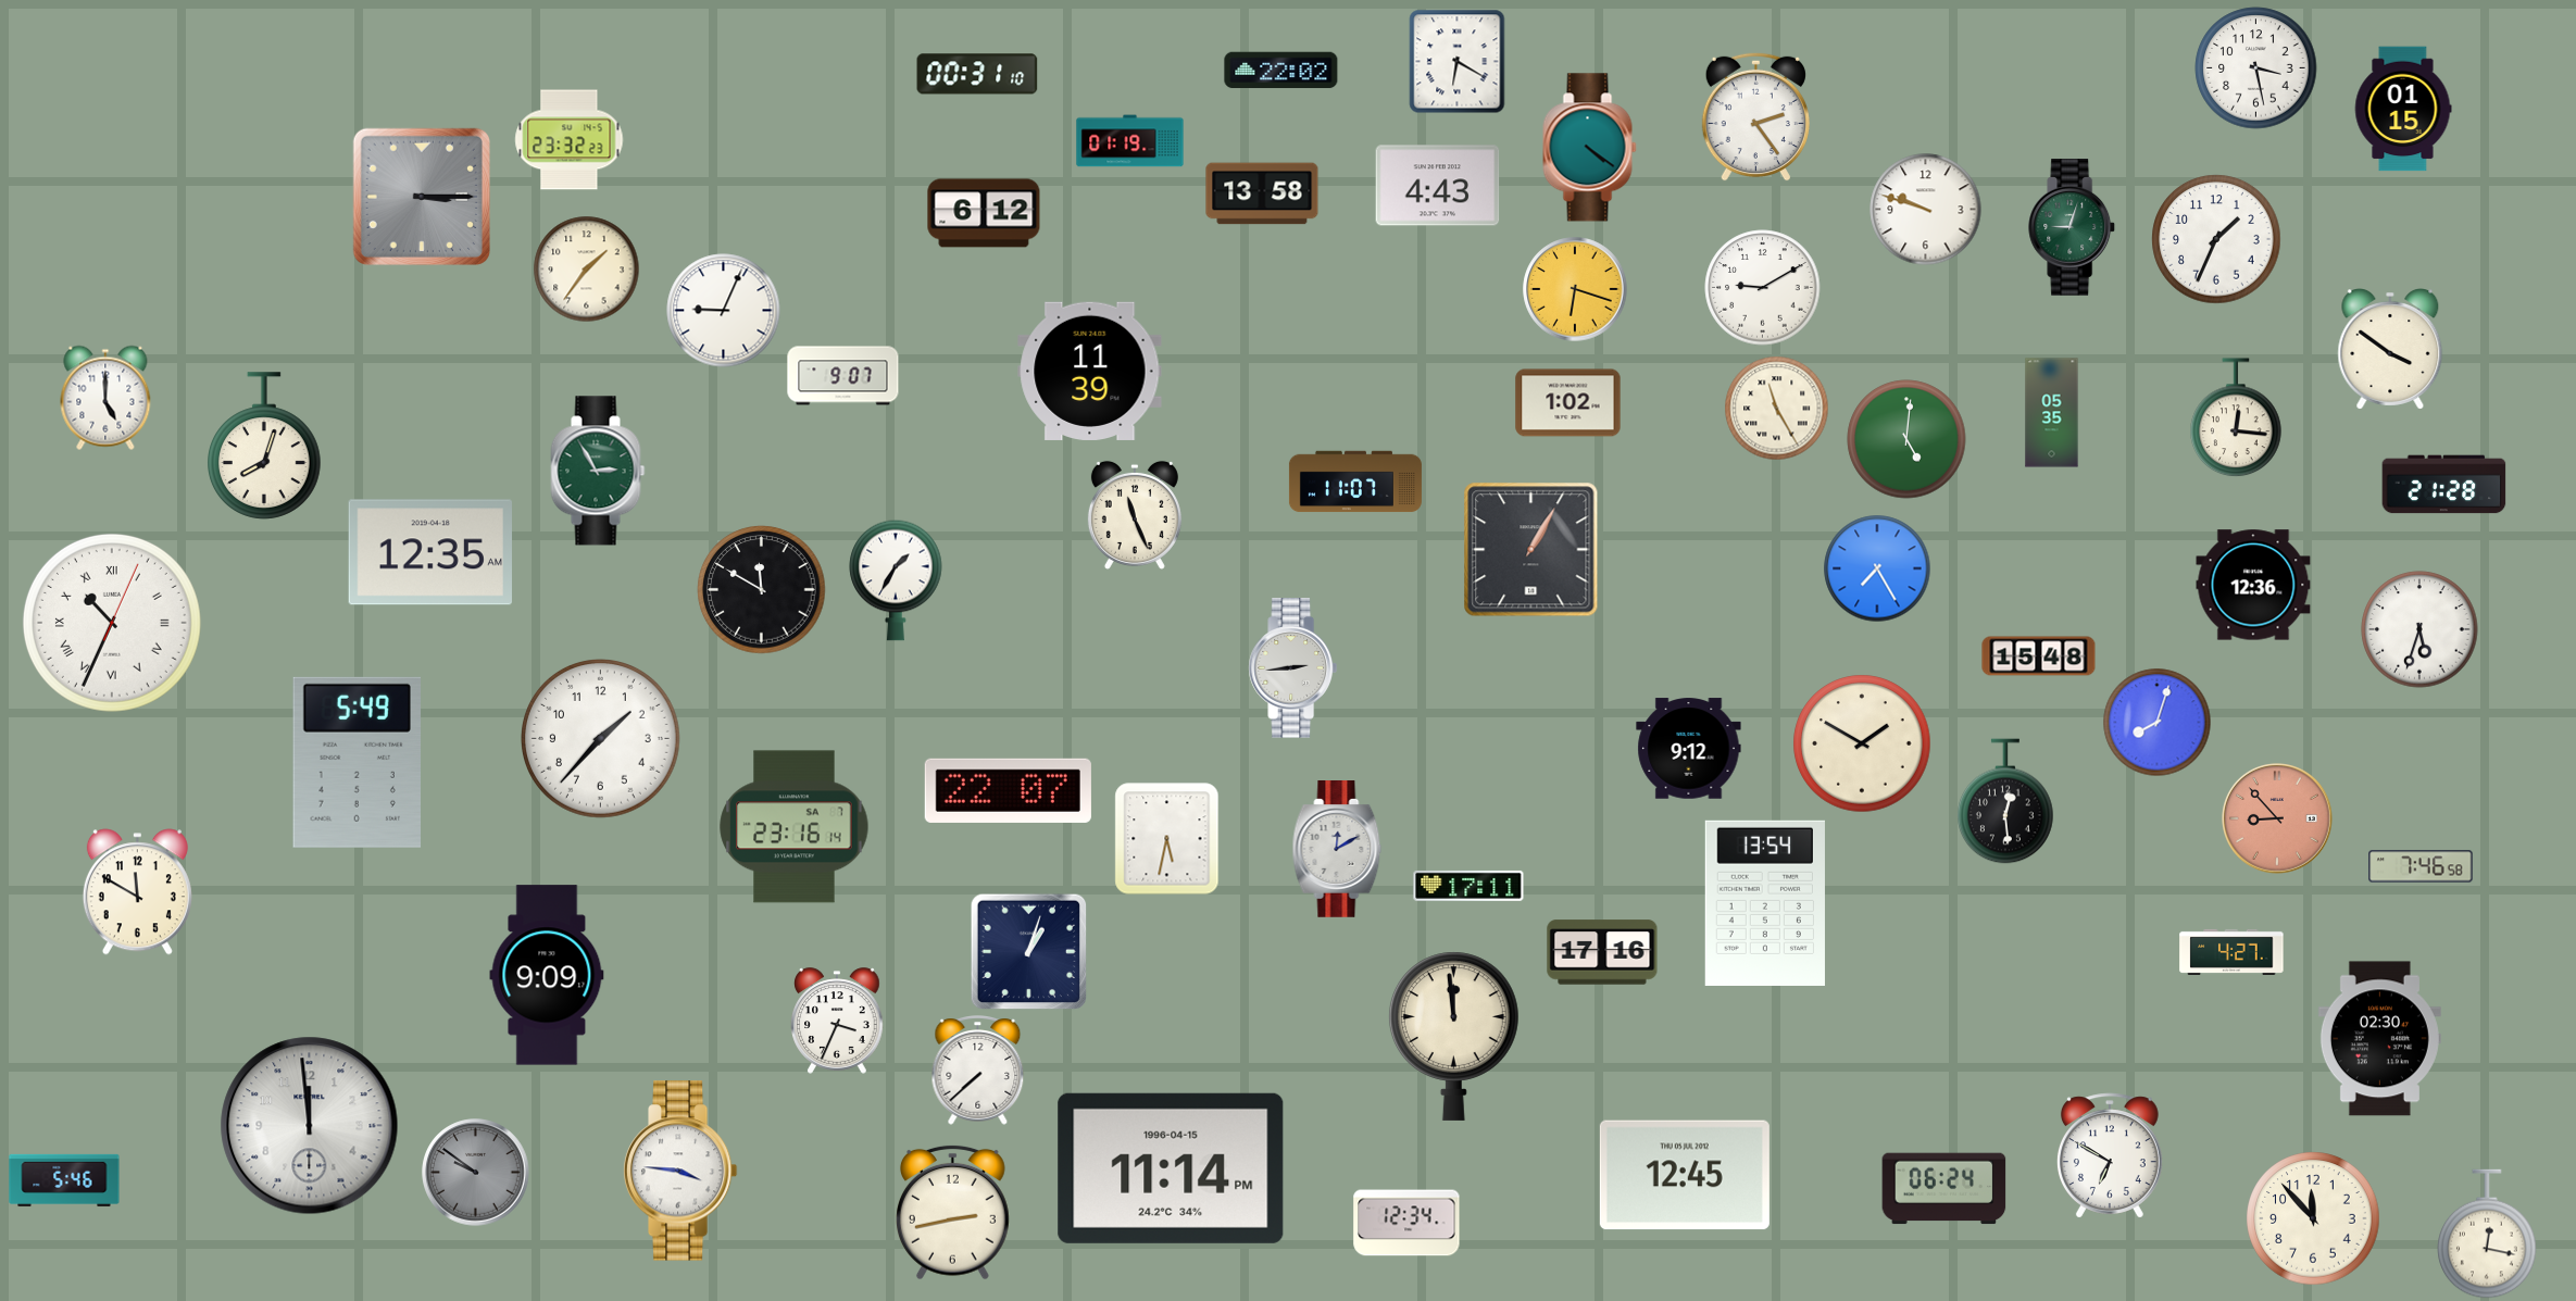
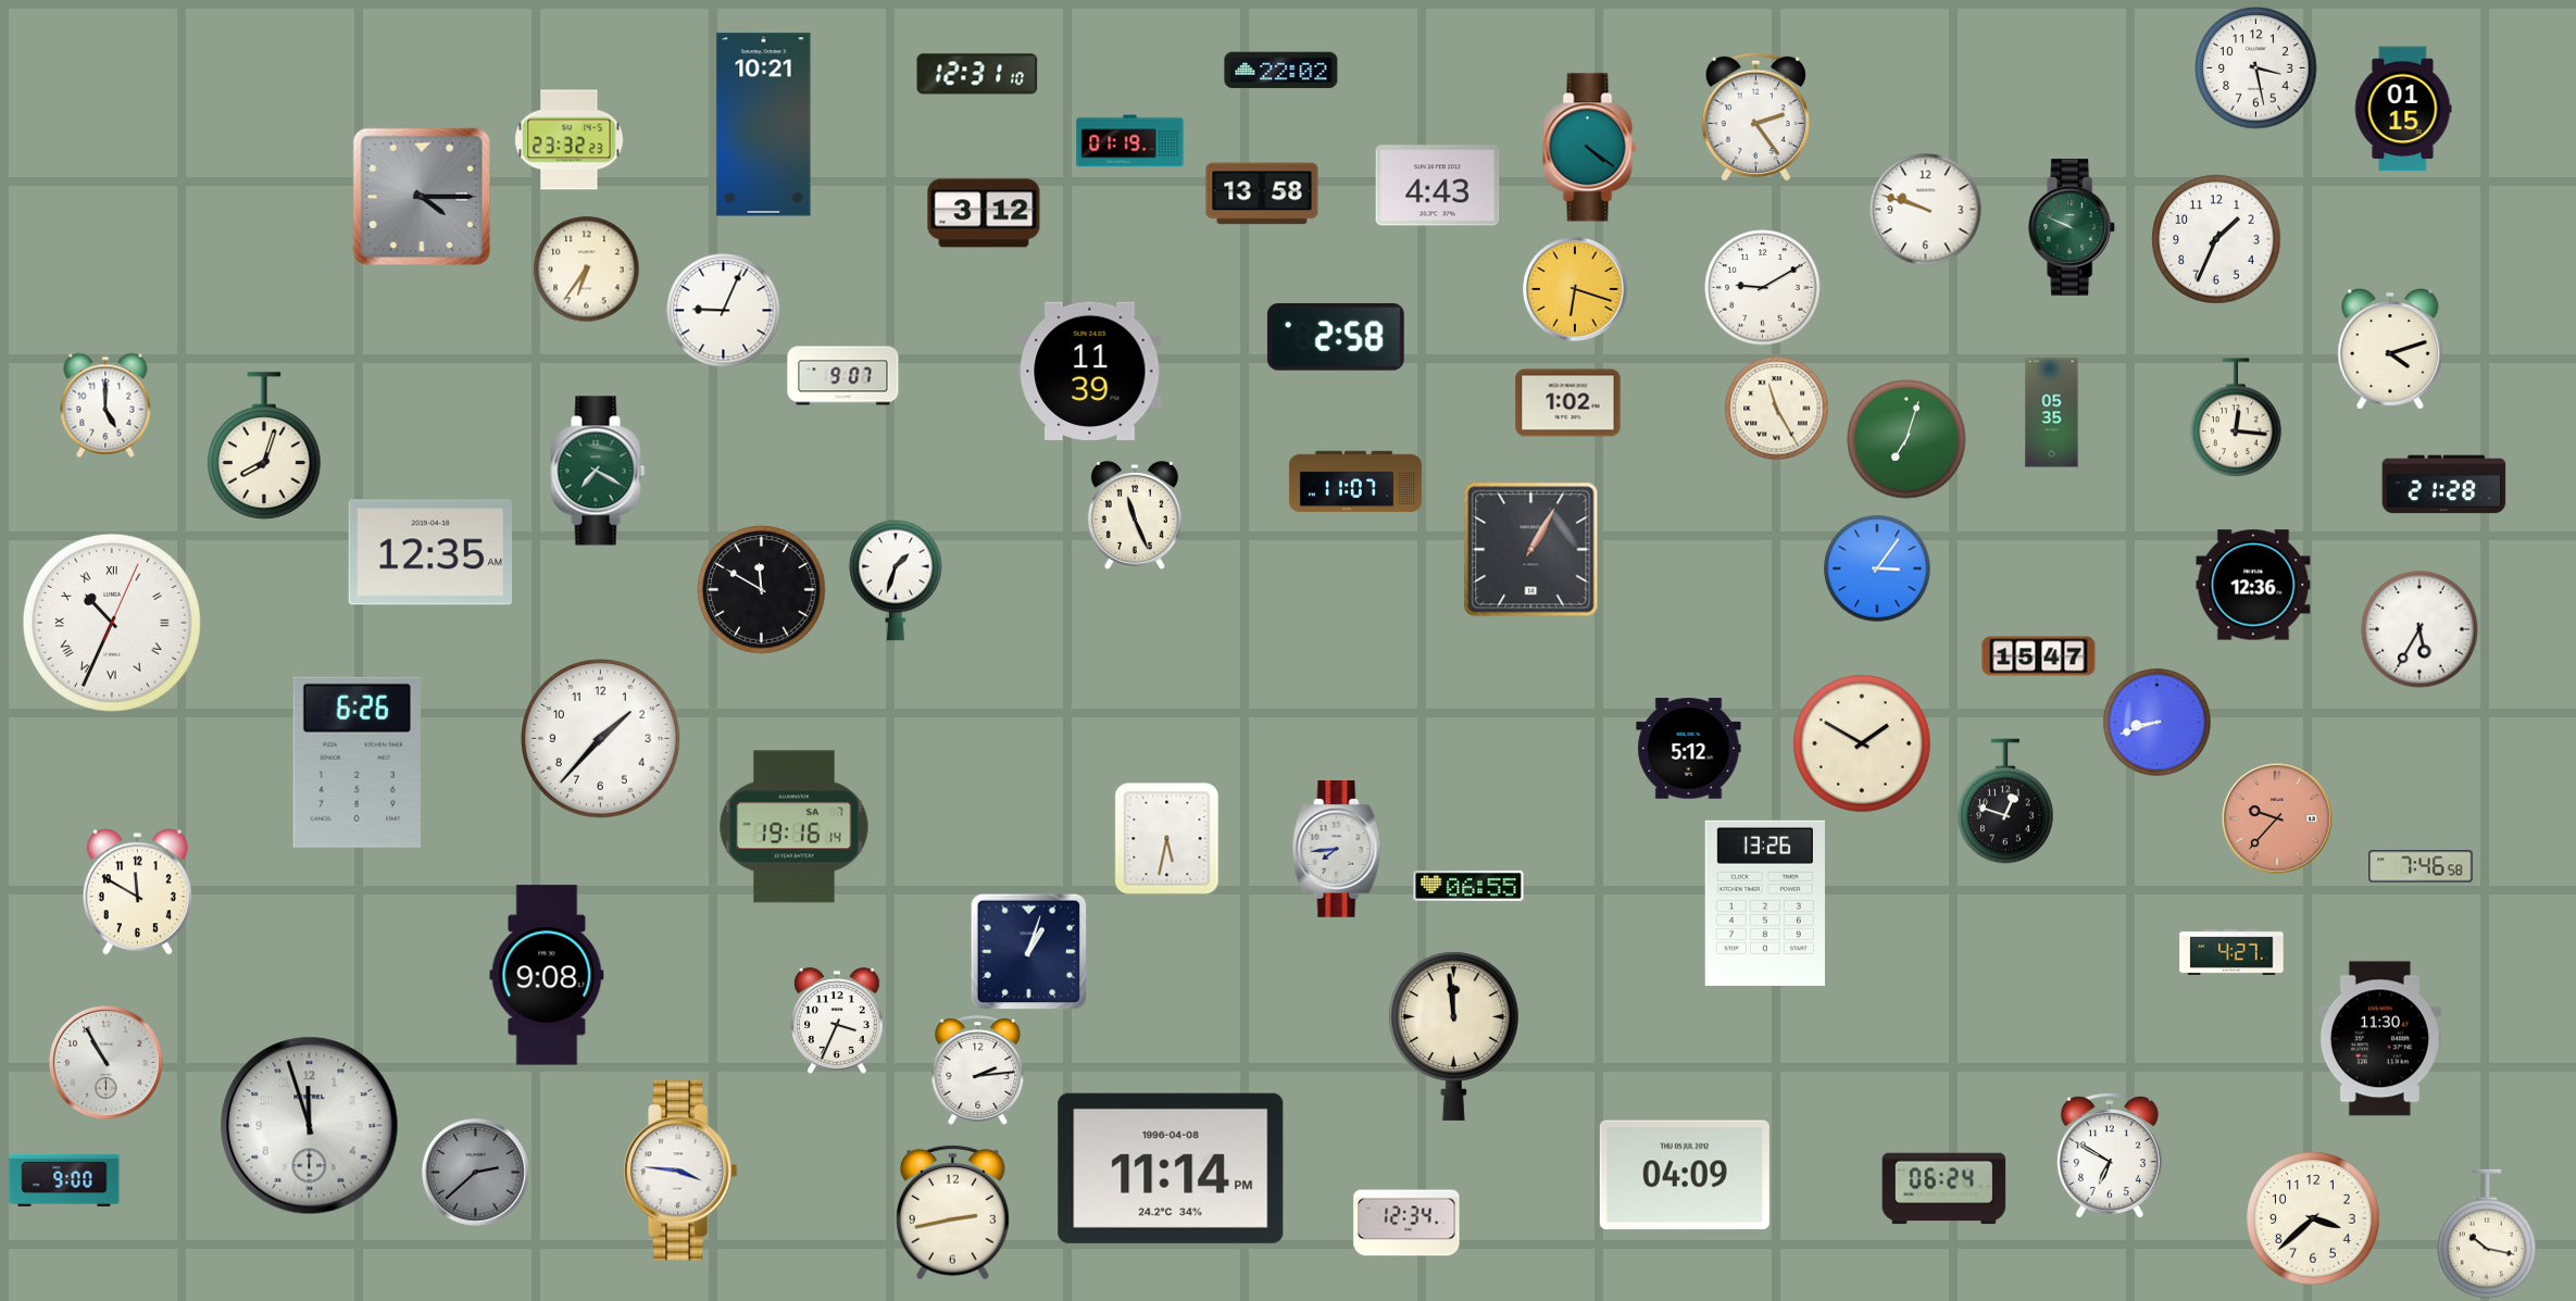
clock at (1458, 62): 6:20 -> none
clock at (977, 74): 00:31 -> 12:31
clock at (764, 125): none -> 10:21
clock at (422, 197): 3:15 -> 4:15
clock at (984, 213): 6:12 -> 3:12
clock at (2073, 228): 9:03 -> 9:49
clock at (587, 270): 1:36 -> 6:36
clock at (1336, 338): none -> 2:58
clock at (2390, 349): 3:51 -> 4:12
clock at (105, 398) position: (105, 398) -> (105, 405)
clock at (1906, 439): 5:01 -> 7:03
clock at (598, 471): 2:55 -> 7:20
clock at (1877, 568): 7:25 -> 3:06
clock at (896, 580): 1:35 -> 1:33
clock at (2419, 629): 5:33 -> 5:35
clock at (2039, 656): 15:48 -> 15:47
clock at (1292, 668): 2:44 -> none
clock at (2158, 723): 8:03 -> 8:42
clock at (1689, 749): 9:12 -> 5:12
clock at (358, 762): 5:49 -> 6:26
clock at (1008, 790): 22:07 -> none
clock at (2005, 801): 12:29 -> 12:48
clock at (2278, 820): 8:53 -> 9:37
clock at (795, 827): 23:16 -> 19:16
clock at (1337, 850): 12:10 -> 7:44
clock at (1468, 886): 17:11 -> 06:55
clock at (1765, 903): 13:54 -> 13:26
clock at (1602, 952): 17:16 -> none
clock at (547, 975): 9:09 -> 9:08
clock at (2379, 1039): 02:30 -> 11:30
clock at (105, 1062): none -> 10:55
clock at (978, 1071): 7:38 -> 2:14
clock at (310, 1126): 11:59 -> 11:57
clock at (1171, 1168) date: 1996-04-15 -> 1996-04-08
clock at (476, 1173): 9:51 -> 2:38
clock at (1685, 1175): 12:45 -> 04:09
clock at (64, 1180): 5:46 -> 9:00
clock at (2313, 1218): 11:53 -> 3:38
clock at (2487, 1234): 12:17 -> 10:17
